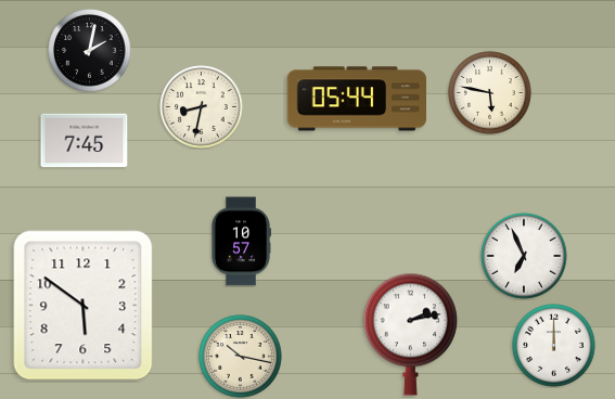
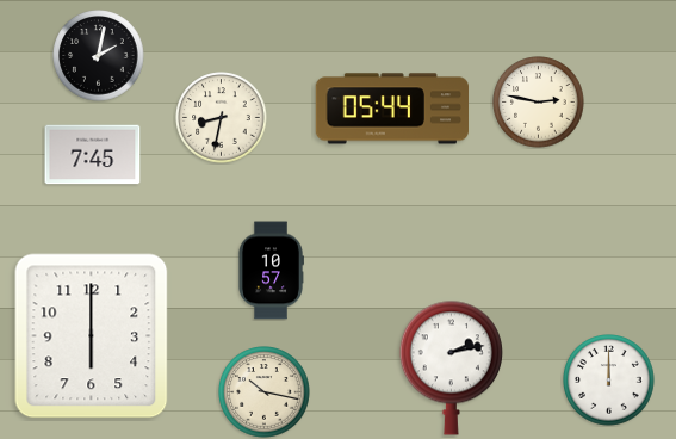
clock at (490, 93): 5:47 -> 2:47
clock at (241, 242) position: (241, 242) -> (271, 271)
clock at (524, 256): 6:56 -> none
clock at (84, 306): 5:51 -> 6:00
